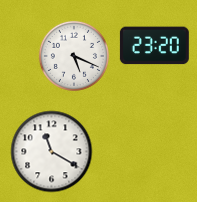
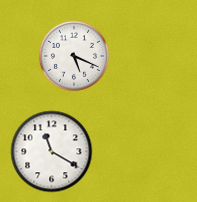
clock at (154, 46): 23:20 -> none
